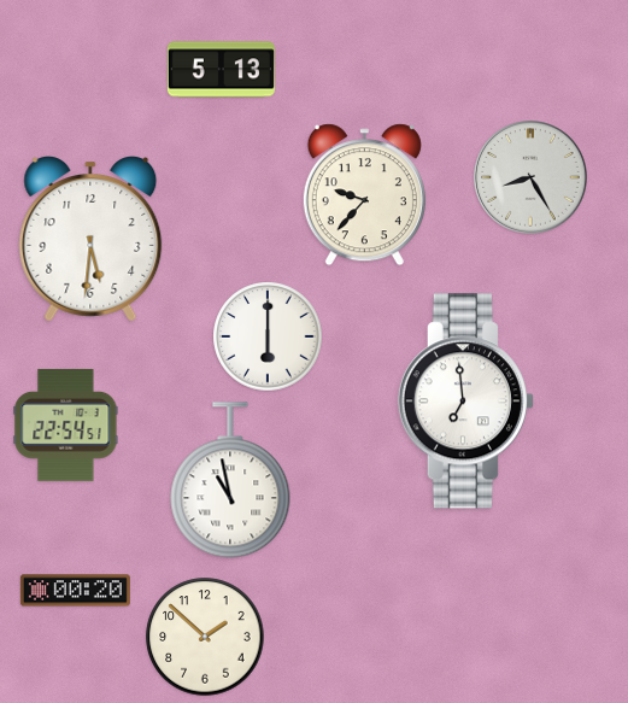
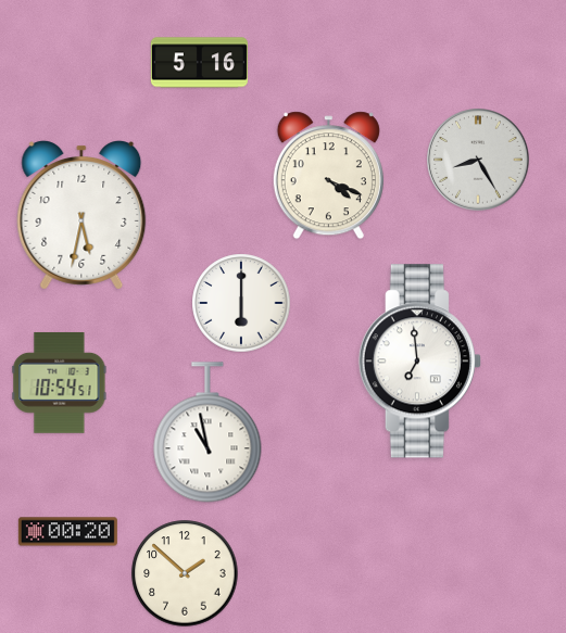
clock at (221, 70): 5:13 -> 5:16
clock at (364, 195): 9:37 -> 4:19
clock at (90, 239): 5:31 -> 5:32
clock at (66, 424): 22:54 -> 10:54
